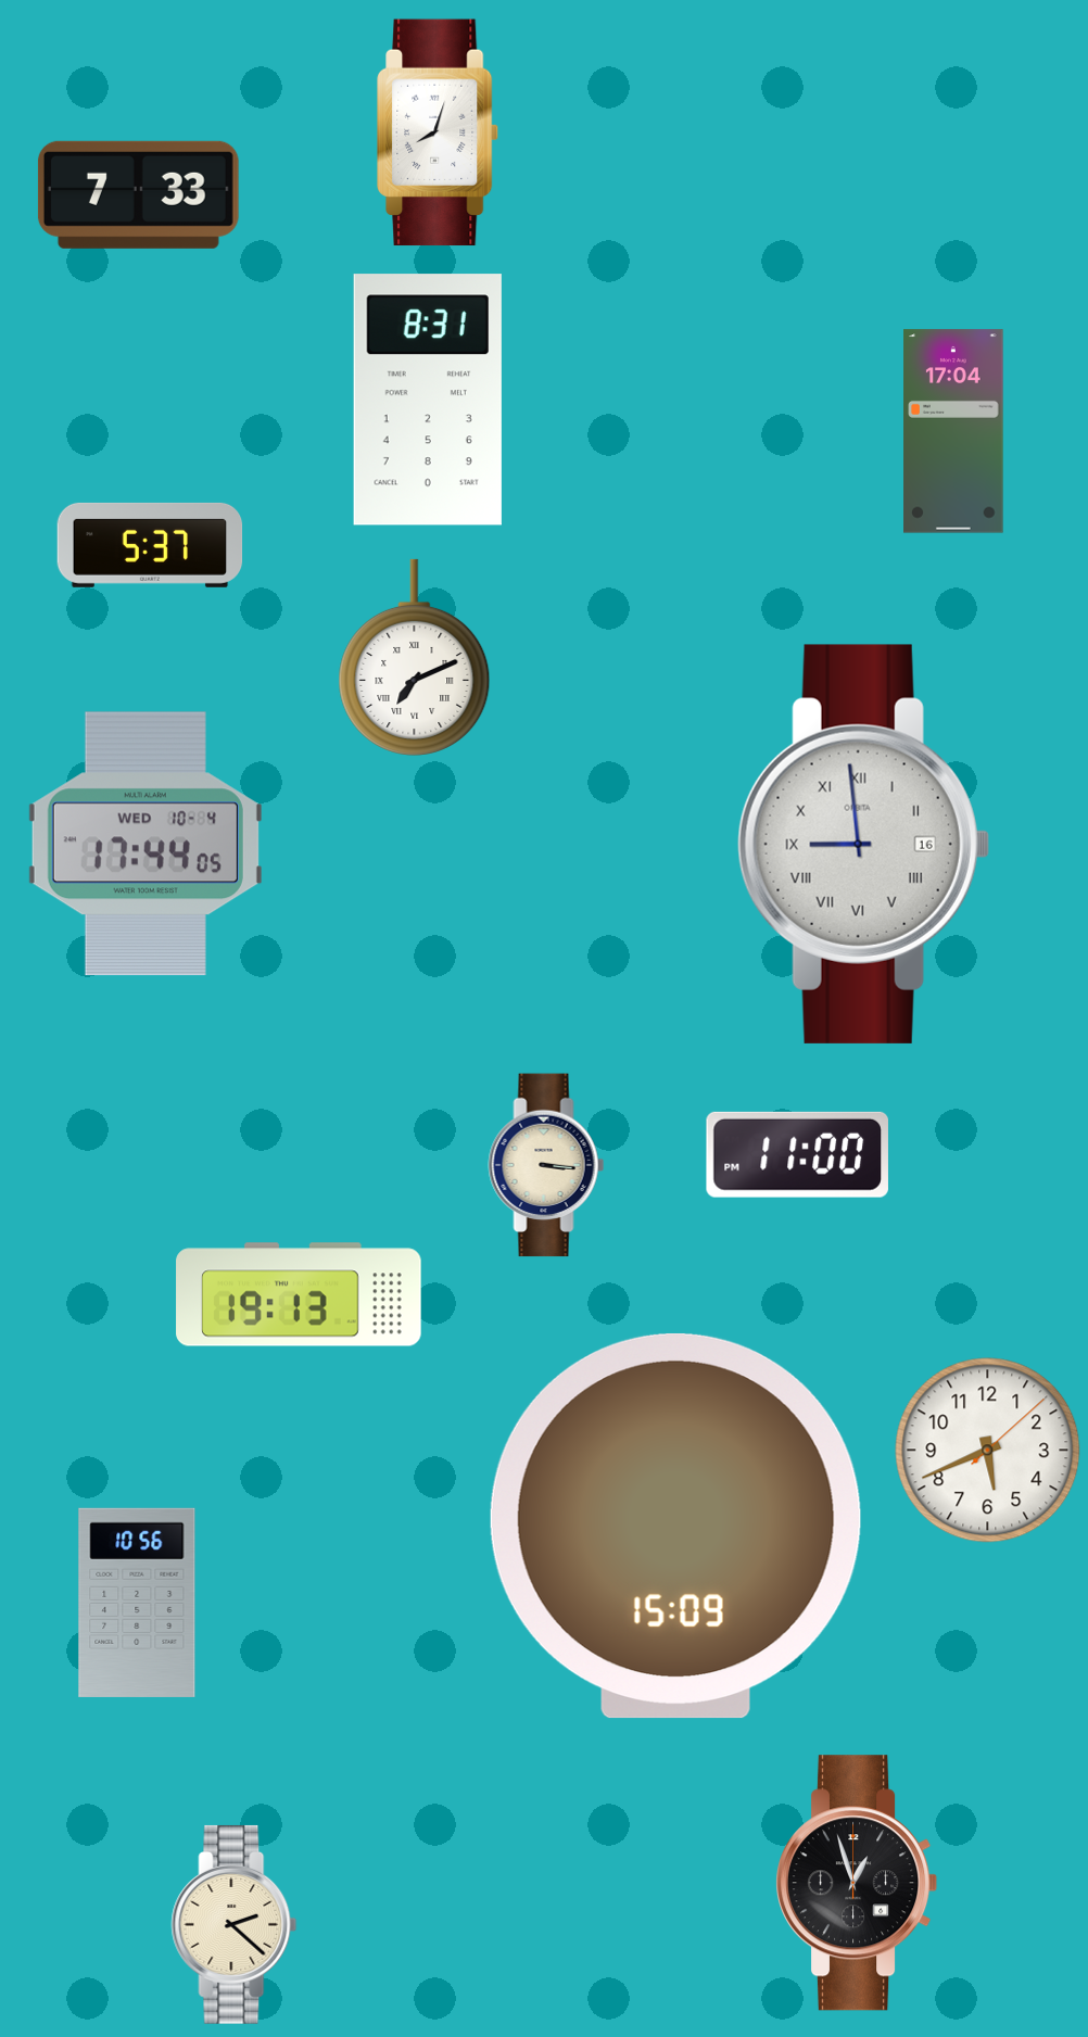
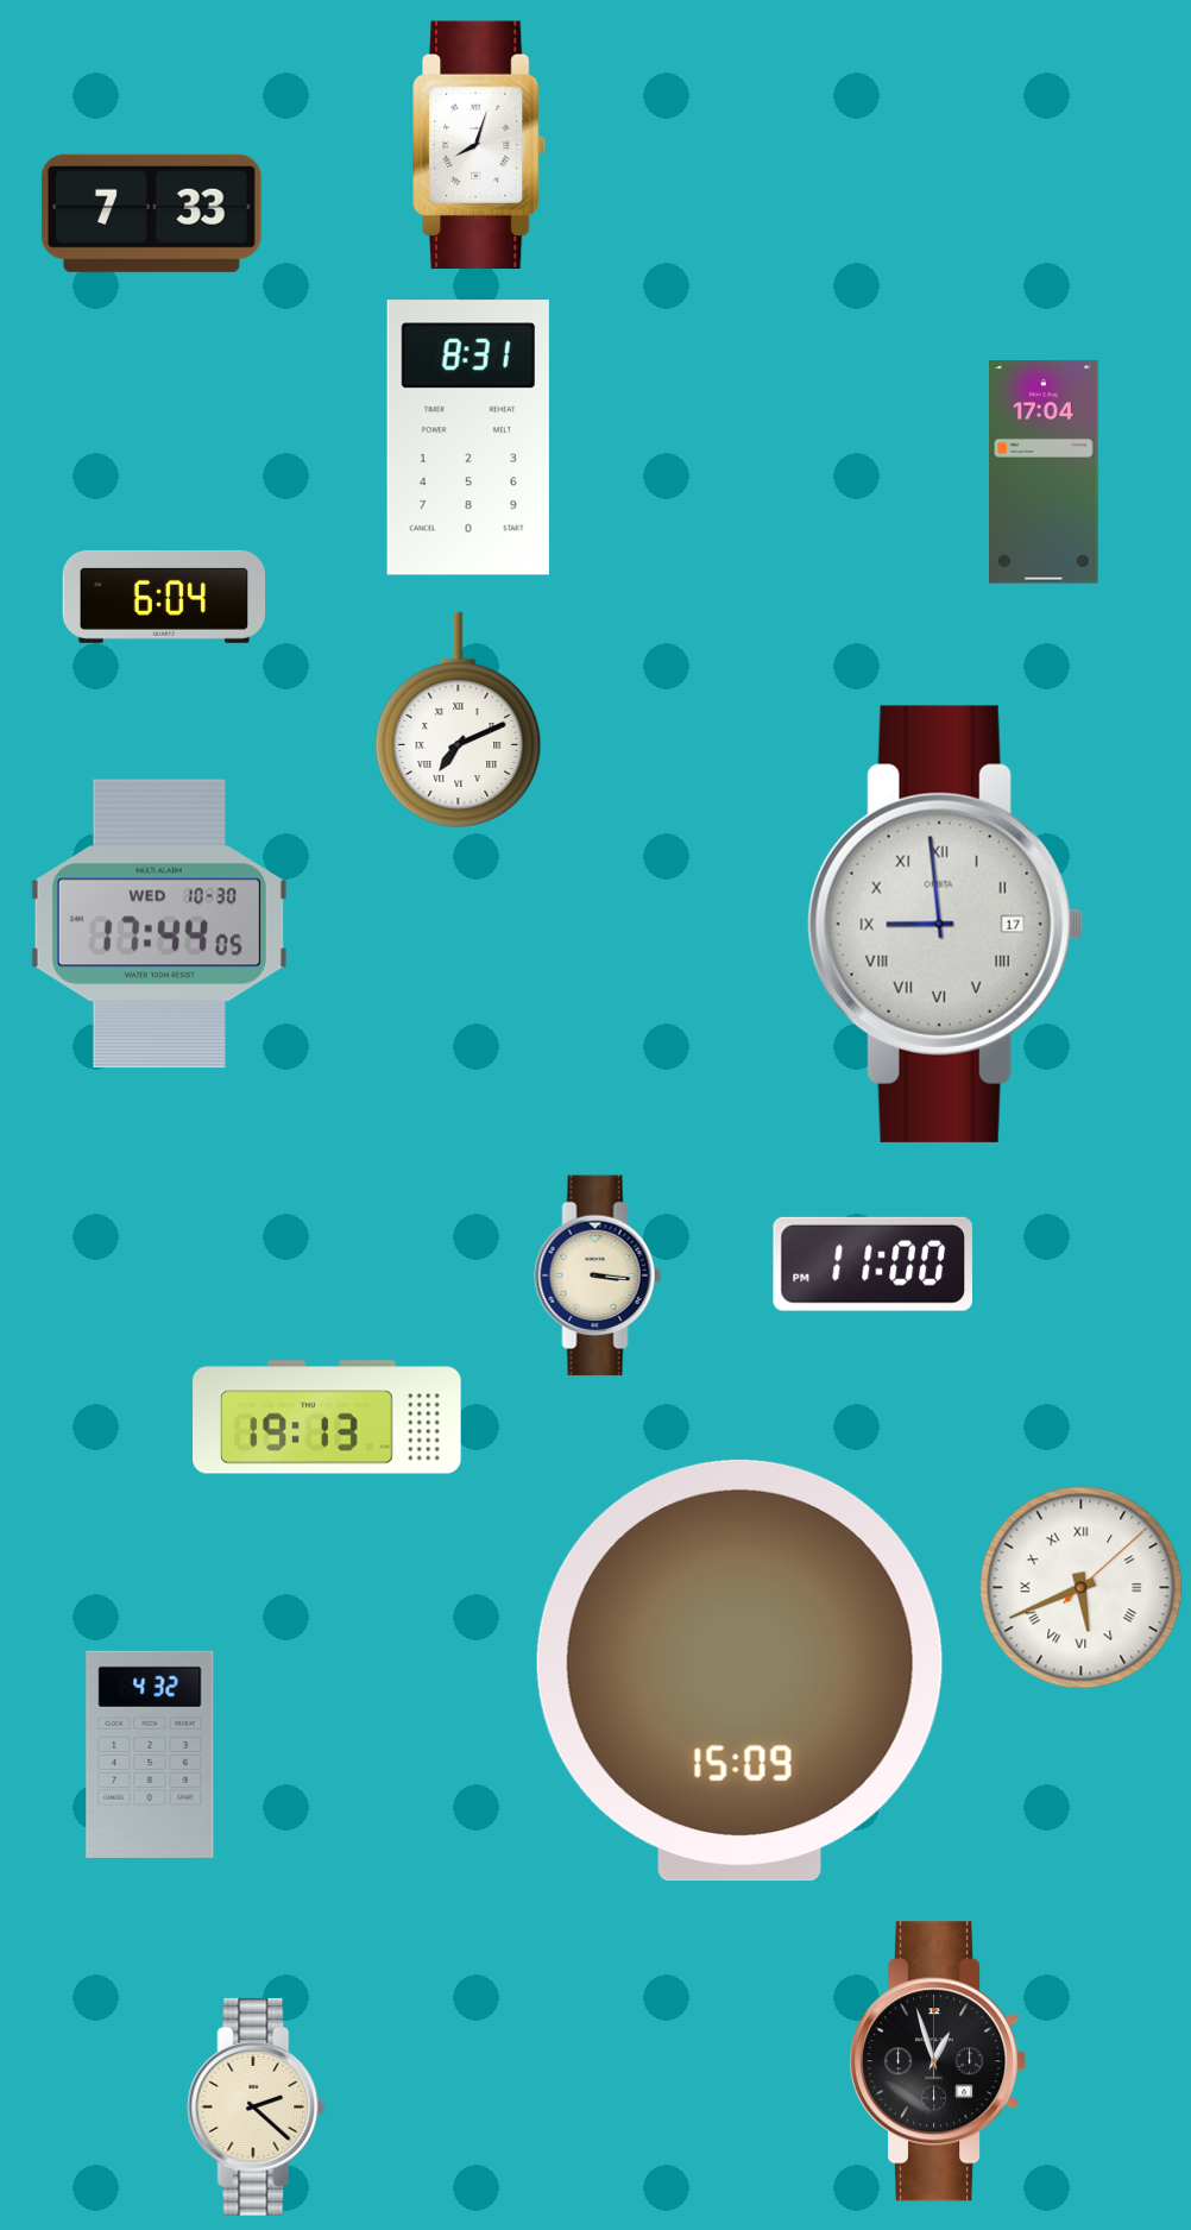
clock at (150, 545): 5:37 -> 6:04
clock at (415, 657) position: (415, 657) -> (459, 719)
clock at (146, 844) date: WED 10-4 -> WED 10-30
clock at (863, 844) date: 16 -> 17
clock at (988, 1451) numerals: Arabic -> Roman
clock at (137, 1603): 10:56 -> 4:32
